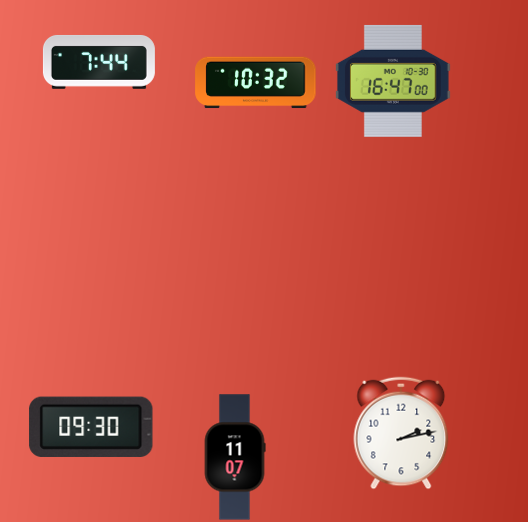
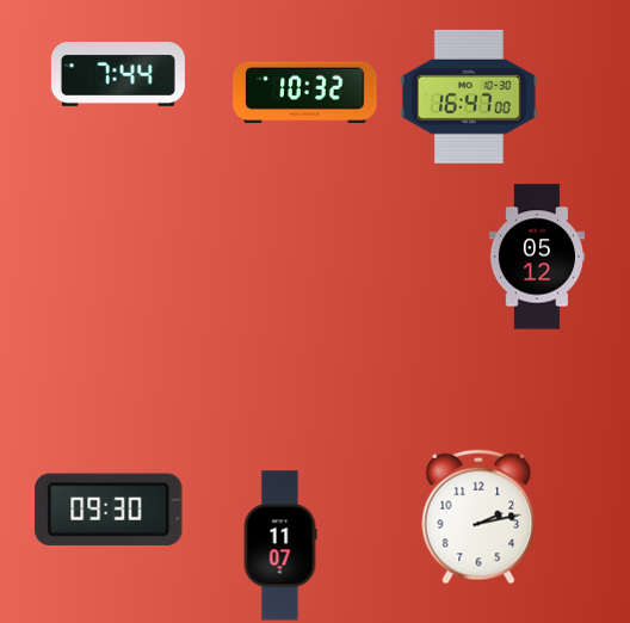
clock at (256, 83) position: (256, 83) -> (305, 93)
clock at (537, 257): none -> 05:12
